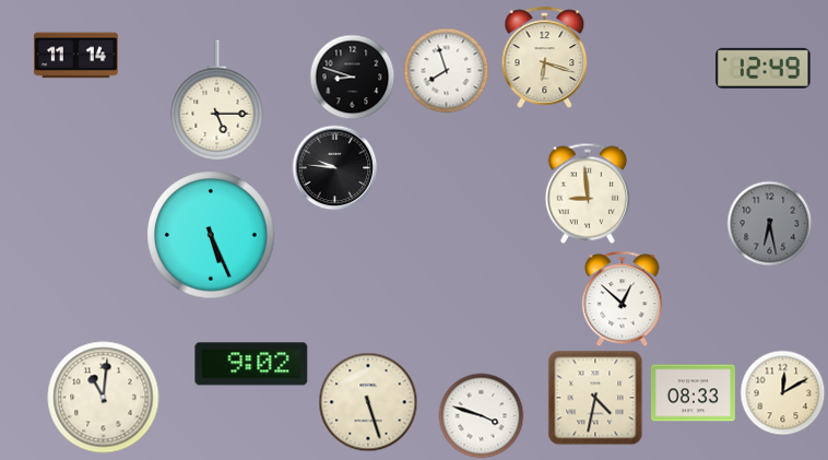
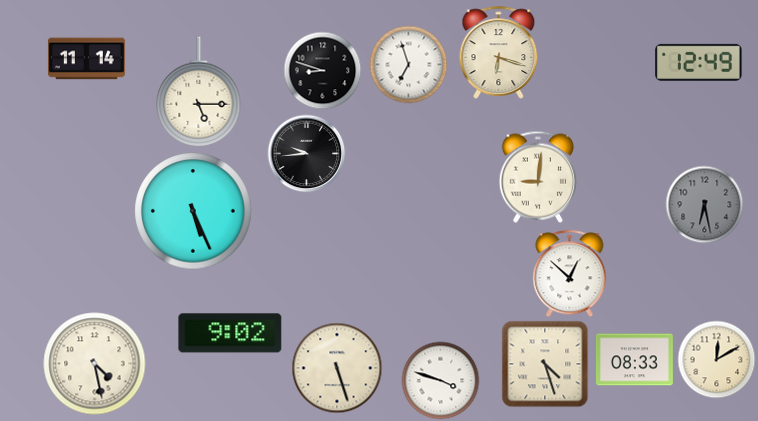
clock at (75, 56) position: (75, 56) -> (86, 59)
clock at (446, 70): 7:57 -> 6:57
clock at (334, 167): 9:46 -> 9:44
clock at (587, 193): 8:59 -> 9:01
clock at (211, 235) position: (211, 235) -> (193, 211)
clock at (104, 398): 11:01 -> 4:28
clock at (595, 398): 4:32 -> 4:27
